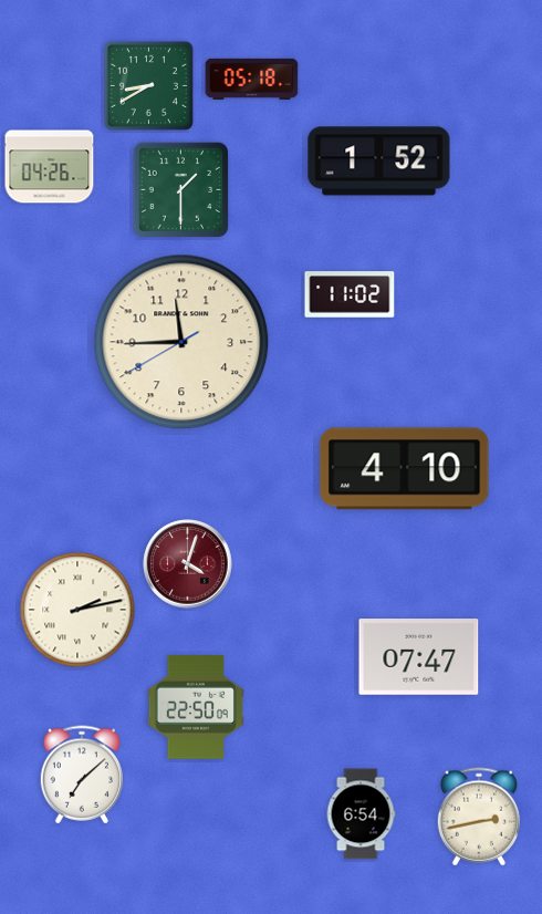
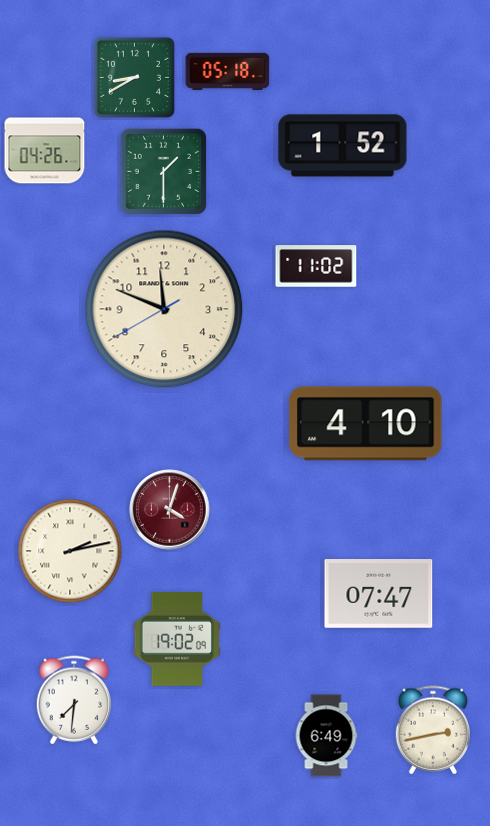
clock at (181, 342): 11:44 -> 11:48
clock at (196, 708): 22:50 -> 19:02
clock at (81, 775): 7:08 -> 7:31
clock at (361, 814): 6:54 -> 6:49
clock at (478, 817) position: (478, 817) -> (432, 730)
